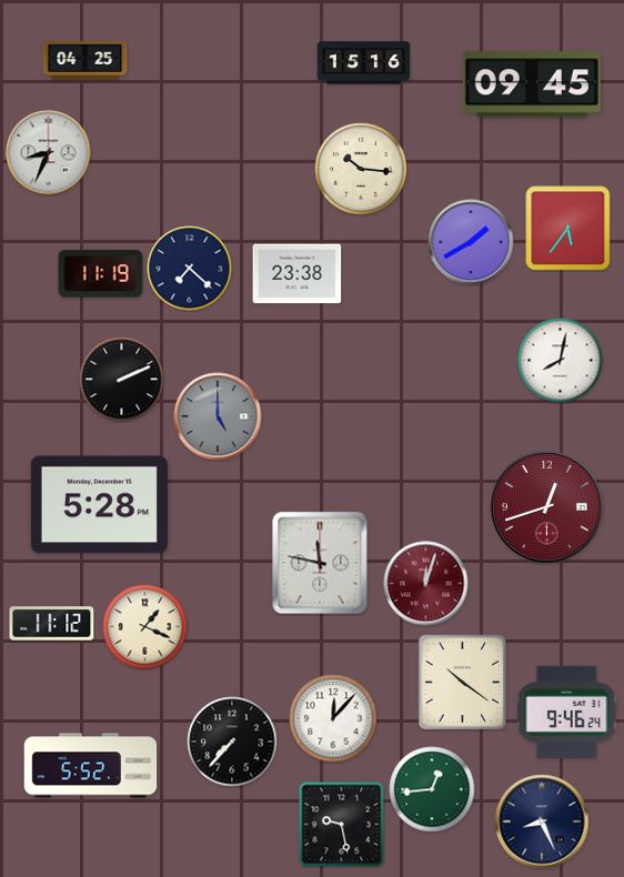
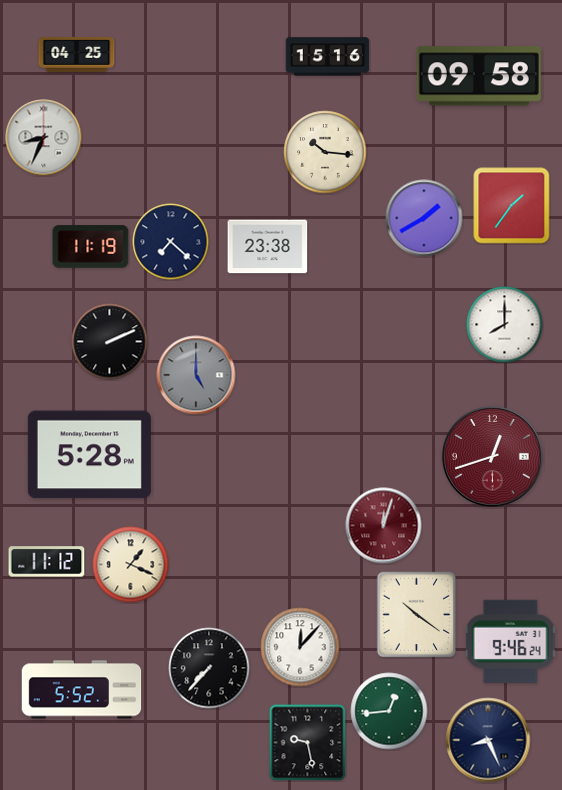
clock at (532, 84): 09:45 -> 09:58
clock at (568, 229): 5:36 -> 1:36
clock at (561, 361): 8:02 -> 8:00
clock at (320, 563): 11:47 -> none
